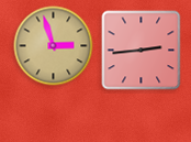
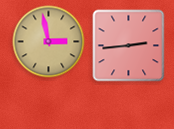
clock at (54, 46): 2:57 -> 2:58
